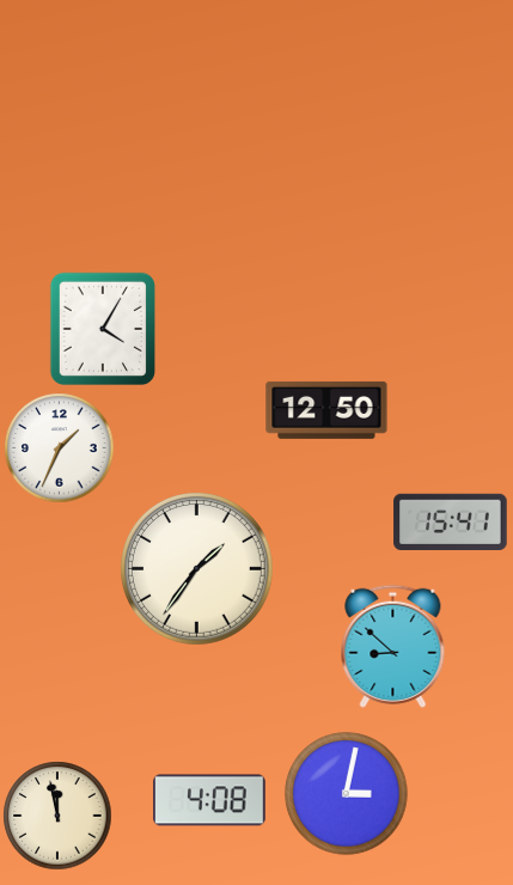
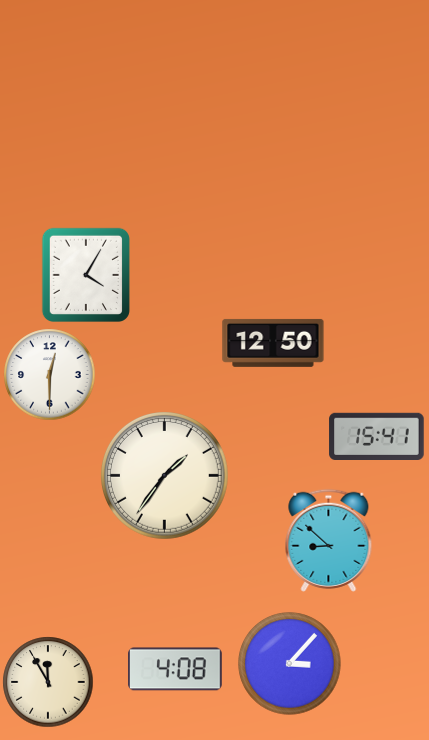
clock at (60, 448): 1:34 -> 12:30
clock at (347, 794): 3:02 -> 3:07
clock at (57, 816): 11:58 -> 11:55
